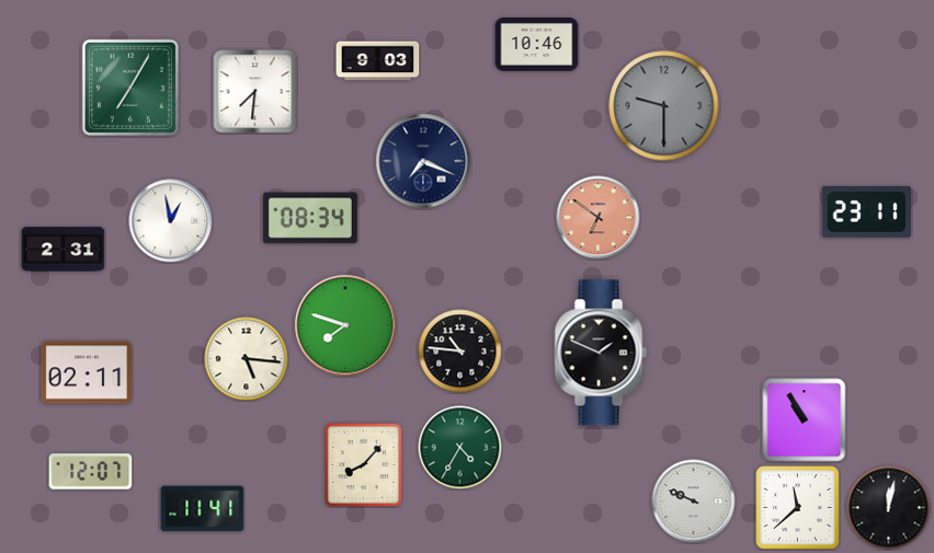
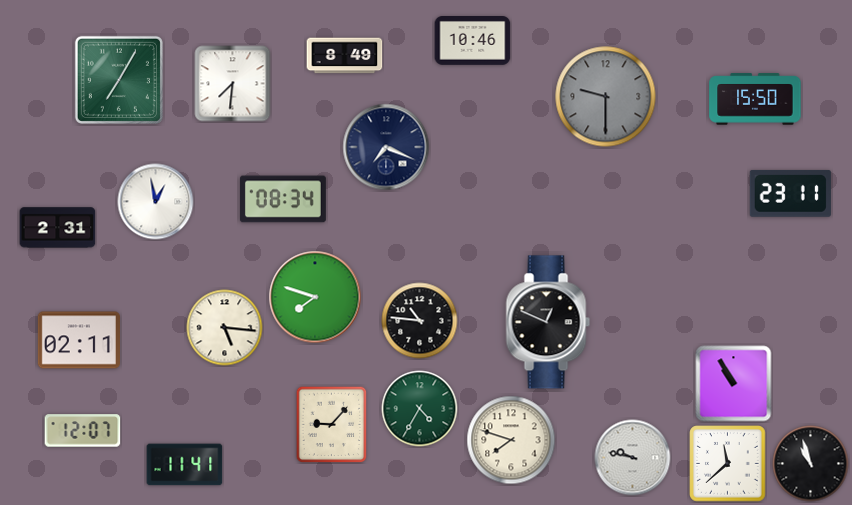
clock at (537, 45) position: (537, 45) -> (473, 41)
clock at (378, 61): 9:03 -> 8:49
clock at (755, 99): none -> 15:50
clock at (599, 218): 6:51 -> none
clock at (601, 353): 1:49 -> 12:49
clock at (364, 464): 8:07 -> 9:07
clock at (511, 440): none -> 7:48
clock at (694, 502): 9:49 -> 9:47
clock at (889, 508): 12:02 -> 10:57
